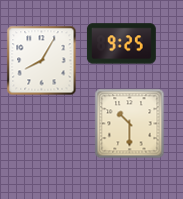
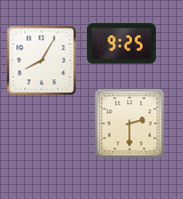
clock at (130, 124): 10:30 -> 2:30
